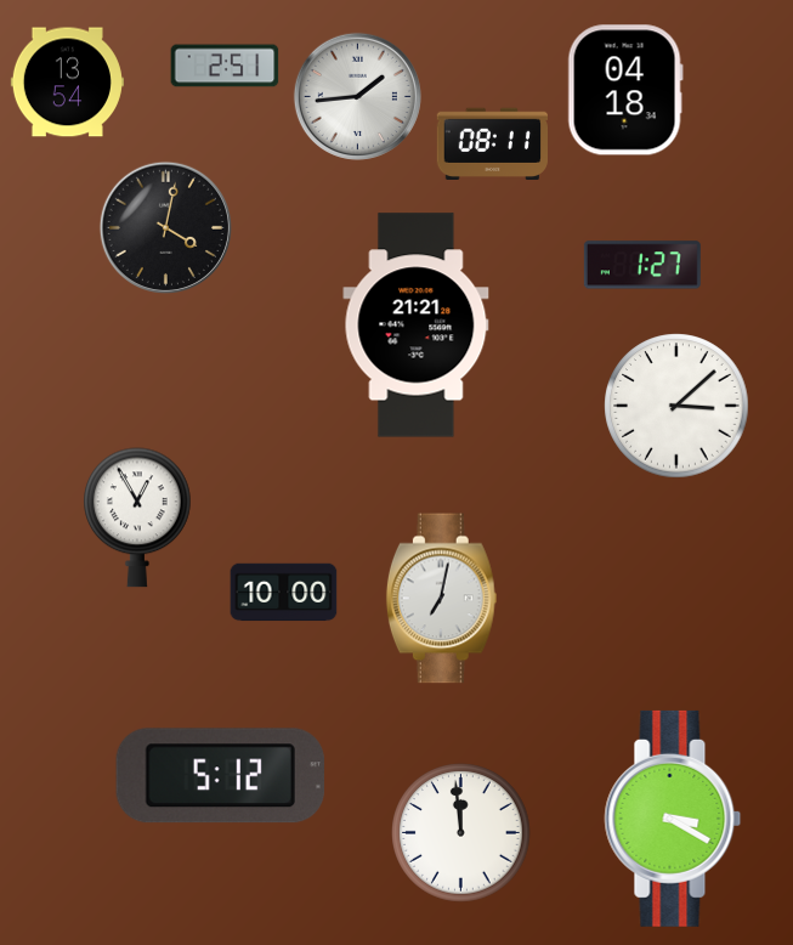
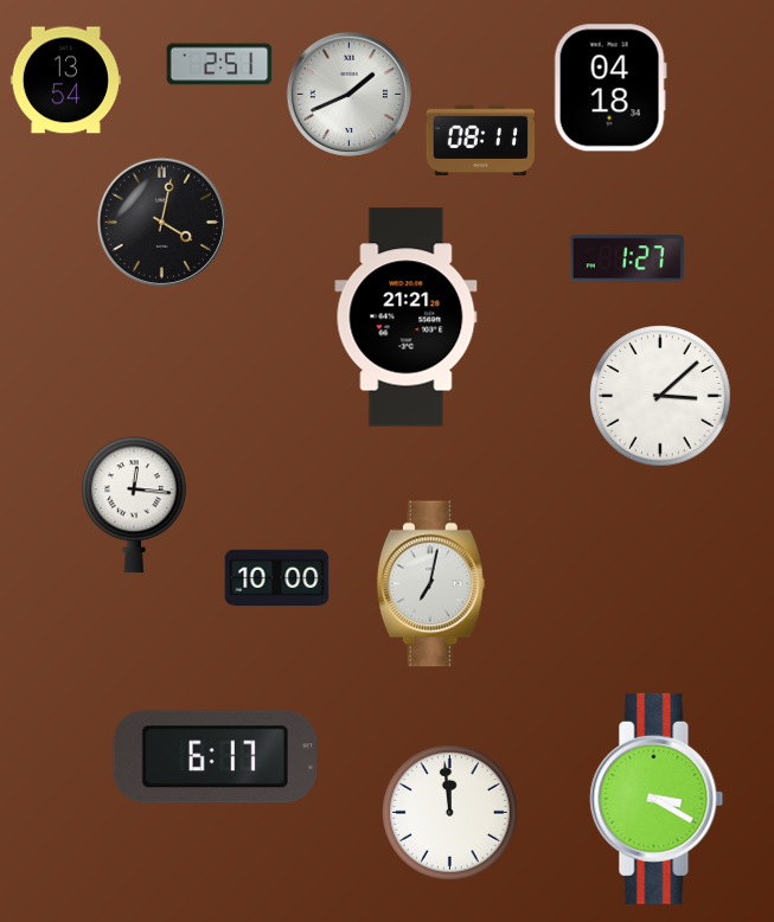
clock at (357, 96): 1:44 -> 1:41
clock at (138, 517): 12:55 -> 12:16
clock at (220, 776): 5:12 -> 6:17
